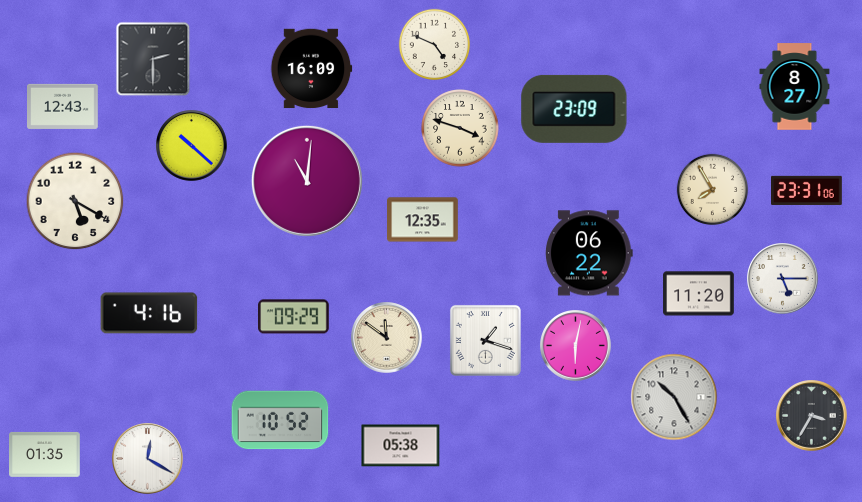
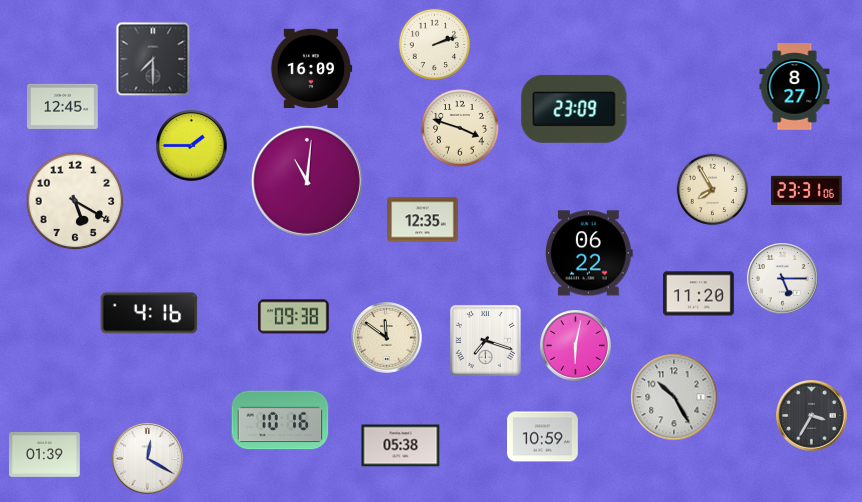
clock at (435, 45): 4:49 -> 2:12
clock at (153, 59): 2:30 -> 7:30
clock at (63, 106): 12:43 -> 12:45
clock at (192, 146): 10:22 -> 1:45
clock at (294, 317): 09:29 -> 09:38
clock at (485, 340): 1:18 -> 7:18
clock at (280, 420): 10:52 -> 10:16
clock at (543, 437): none -> 10:59
clock at (45, 454): 01:35 -> 01:39
